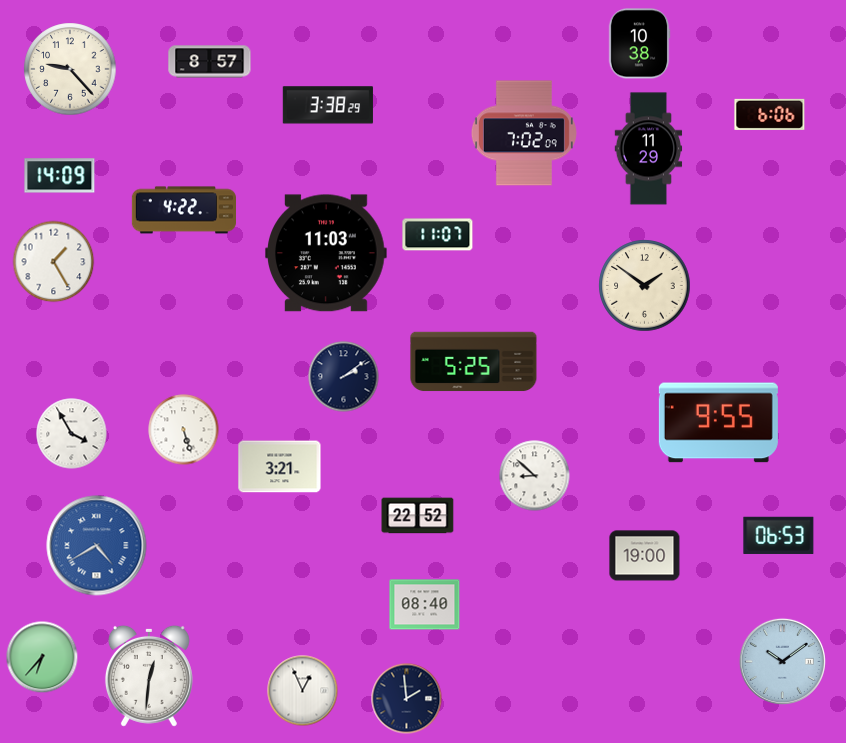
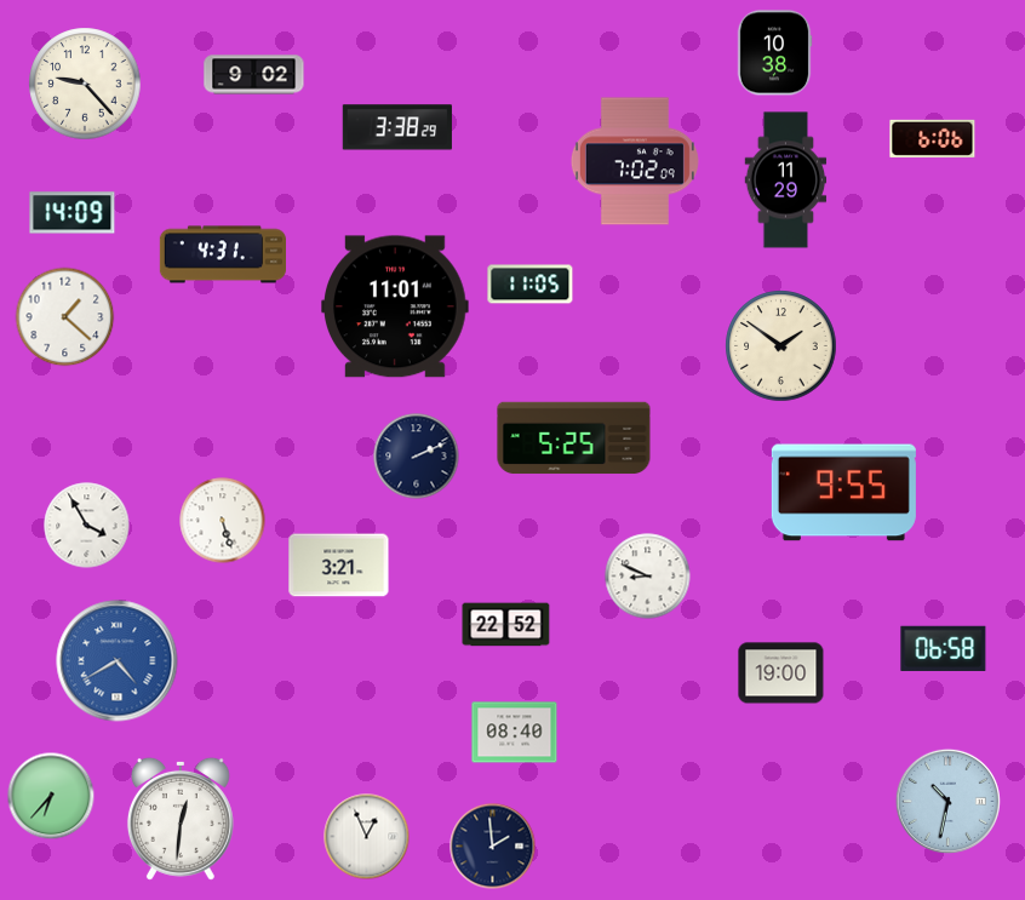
clock at (210, 62): 8:57 -> 9:02
clock at (183, 210): 4:22 -> 4:31
clock at (438, 235): 11:07 -> 11:05
clock at (326, 253): 11:03 -> 11:01
clock at (54, 262): 1:25 -> 1:22
clock at (344, 377): 2:09 -> 2:11
clock at (718, 423) position: (718, 423) -> (843, 493)
clock at (535, 476): 8:52 -> 8:49
clock at (779, 535): 06:53 -> 06:58
clock at (782, 661): 10:09 -> 10:32
